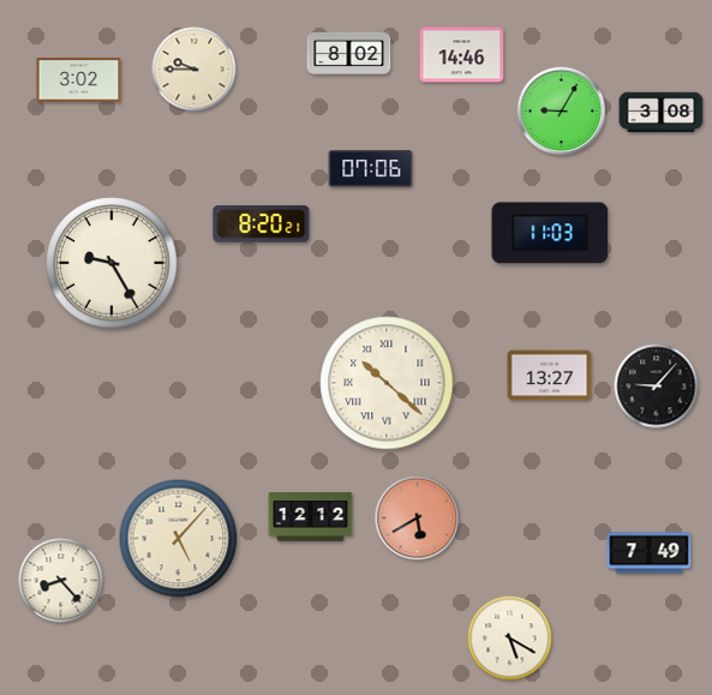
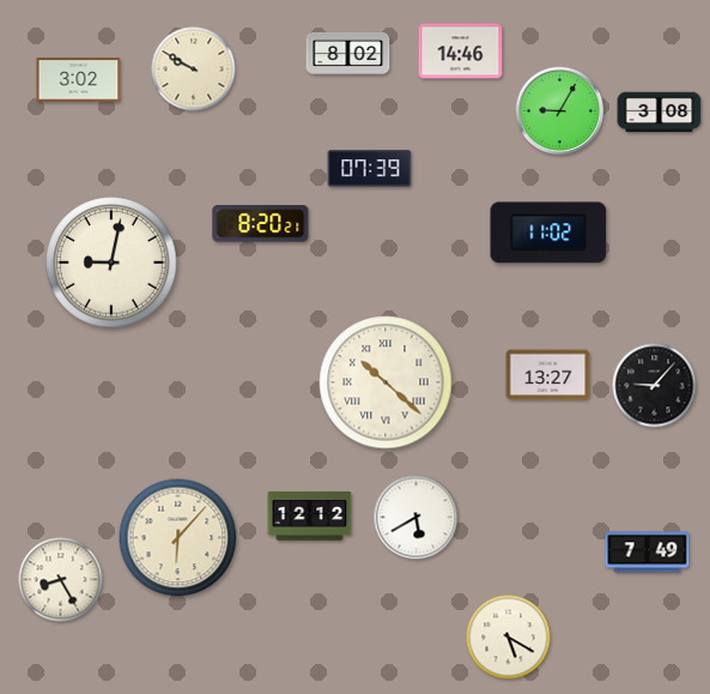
clock at (462, 55) position: (462, 55) -> (461, 52)
clock at (195, 70): 9:45 -> 9:50
clock at (371, 169): 07:06 -> 07:39
clock at (550, 233): 11:03 -> 11:02
clock at (112, 263): 9:25 -> 9:02
clock at (418, 519) dial: salmon -> white
clock at (179, 539): 5:07 -> 6:07
clock at (61, 581): 8:23 -> 8:25
